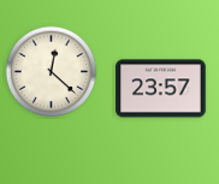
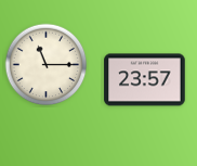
clock at (52, 72): 12:22 -> 11:15
